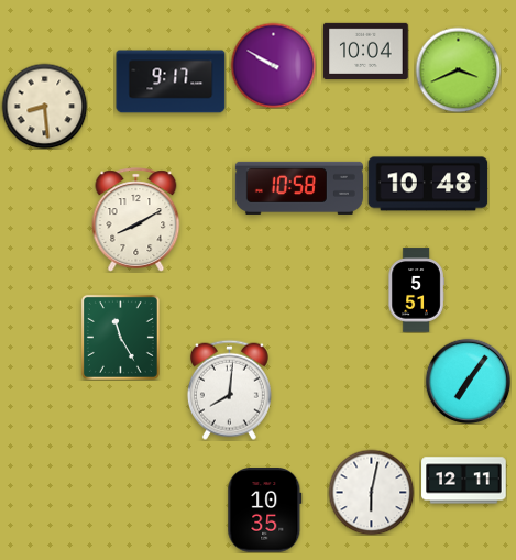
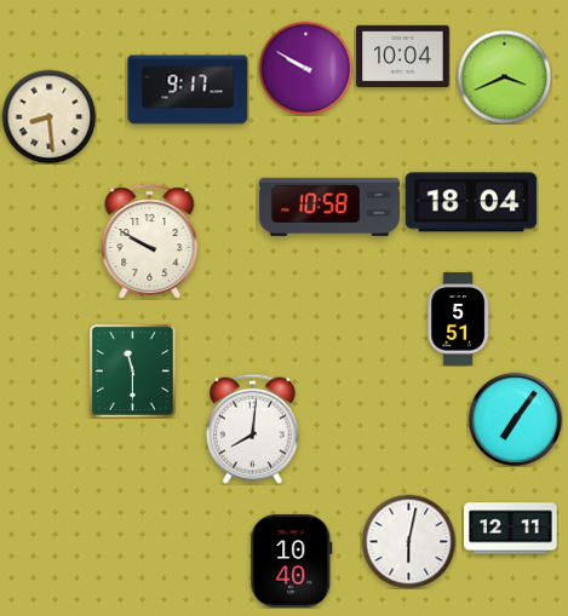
clock at (273, 65) position: (273, 65) -> (305, 68)
clock at (428, 184): 10:48 -> 18:04
clock at (136, 220): 8:10 -> 9:50
clock at (120, 337): 11:25 -> 11:30
clock at (265, 510): 10:35 -> 10:40
